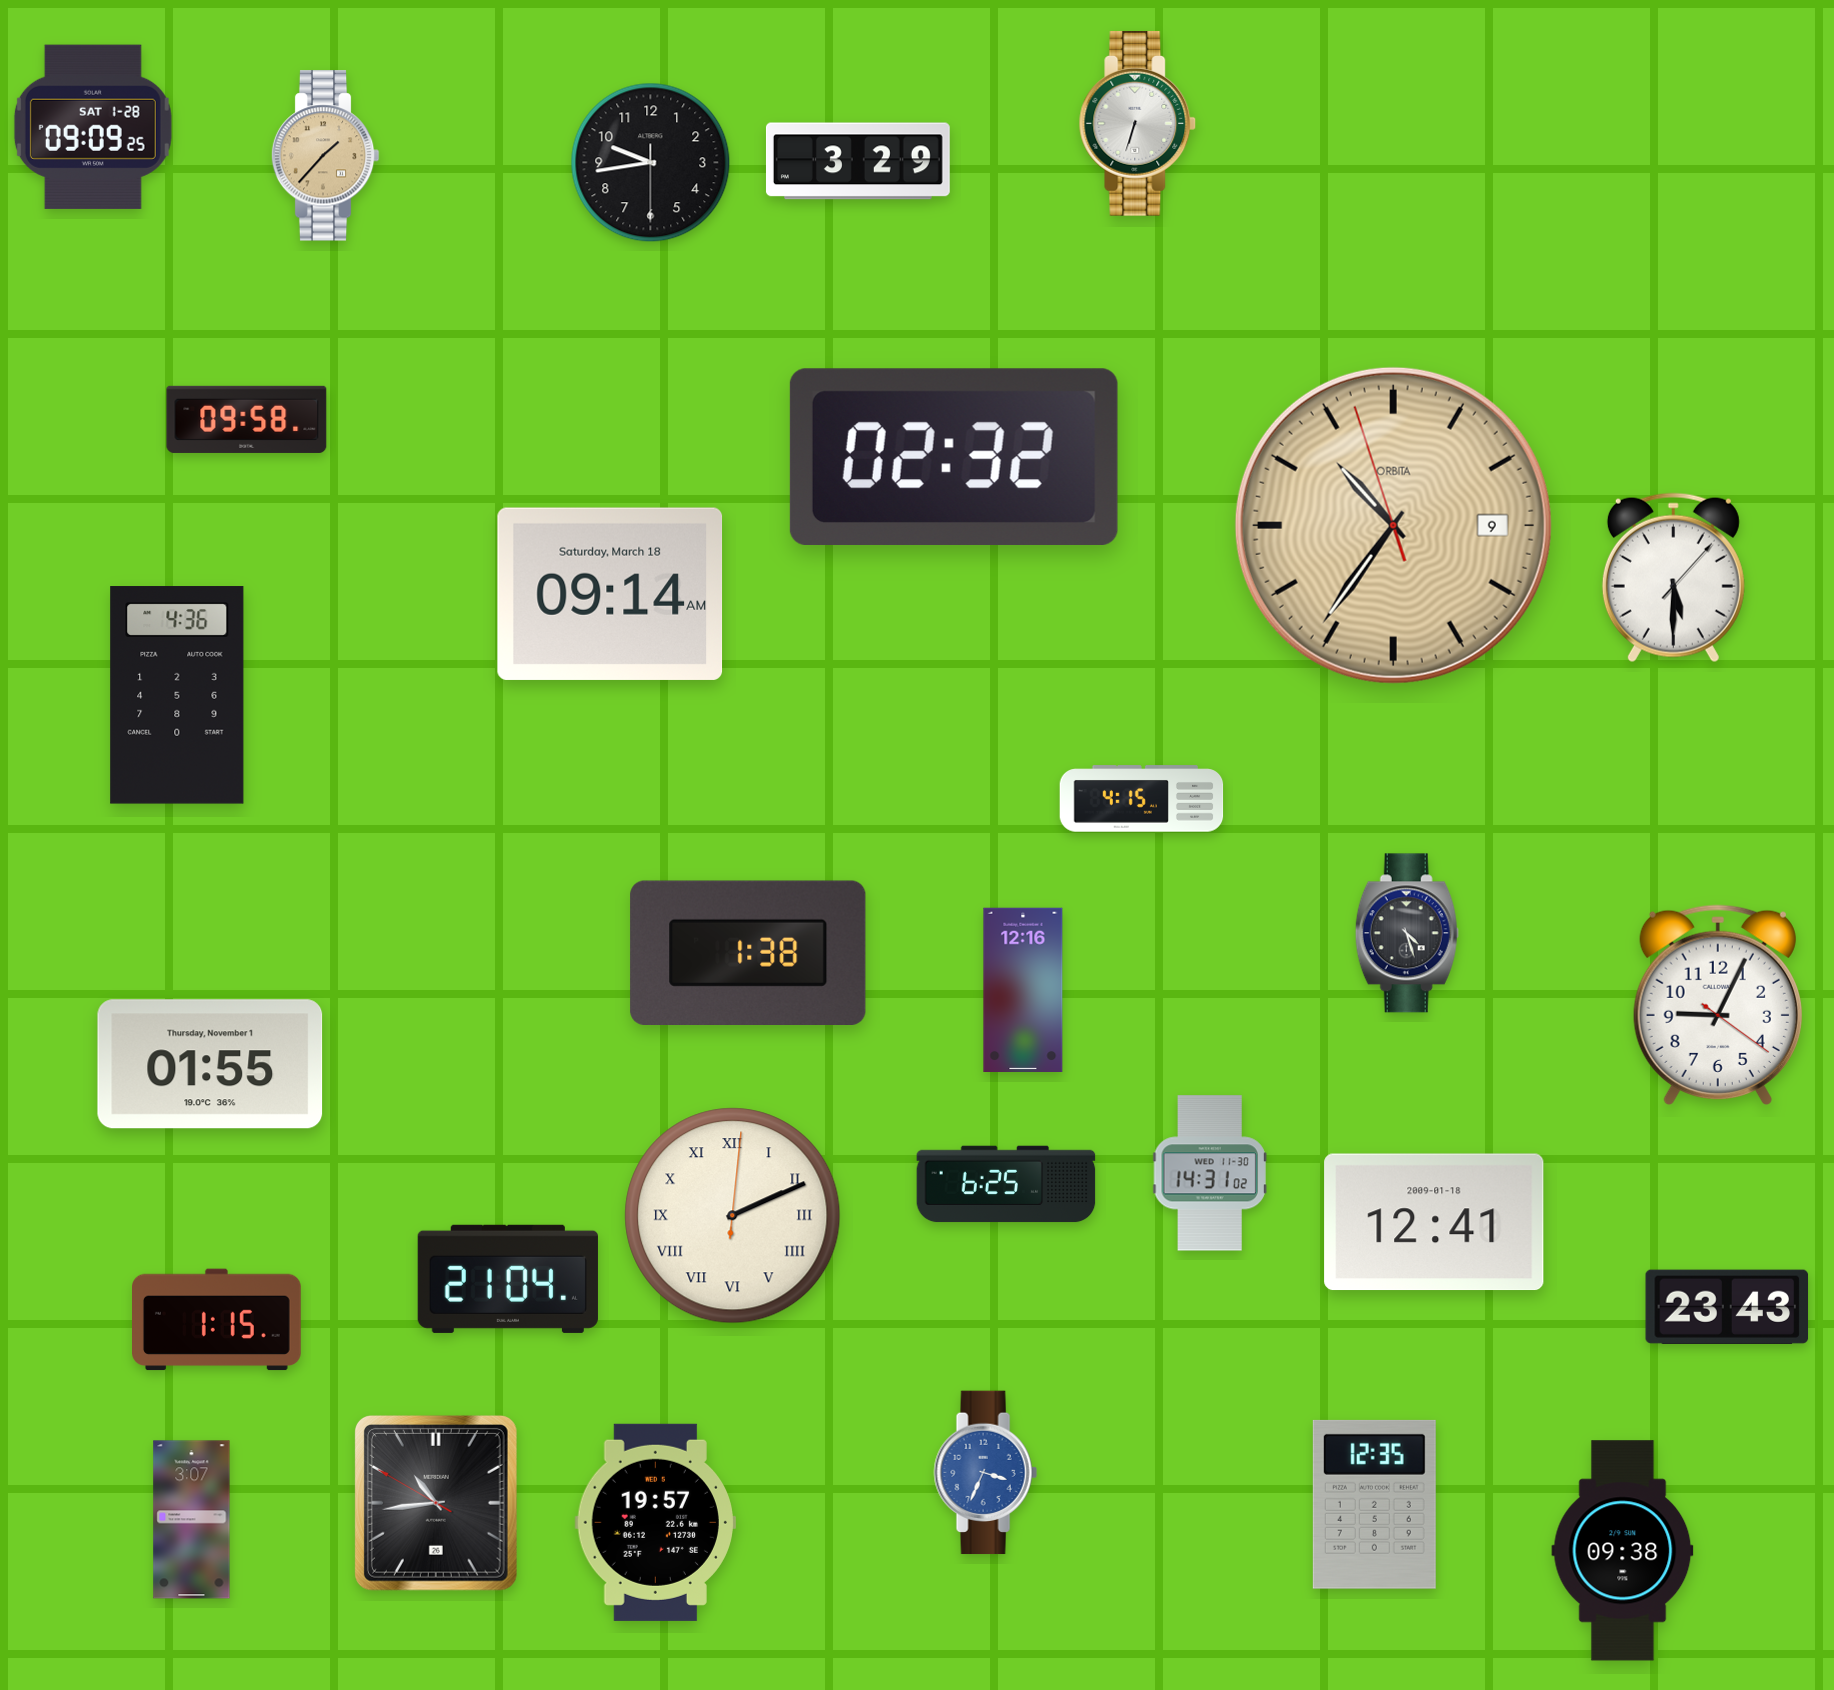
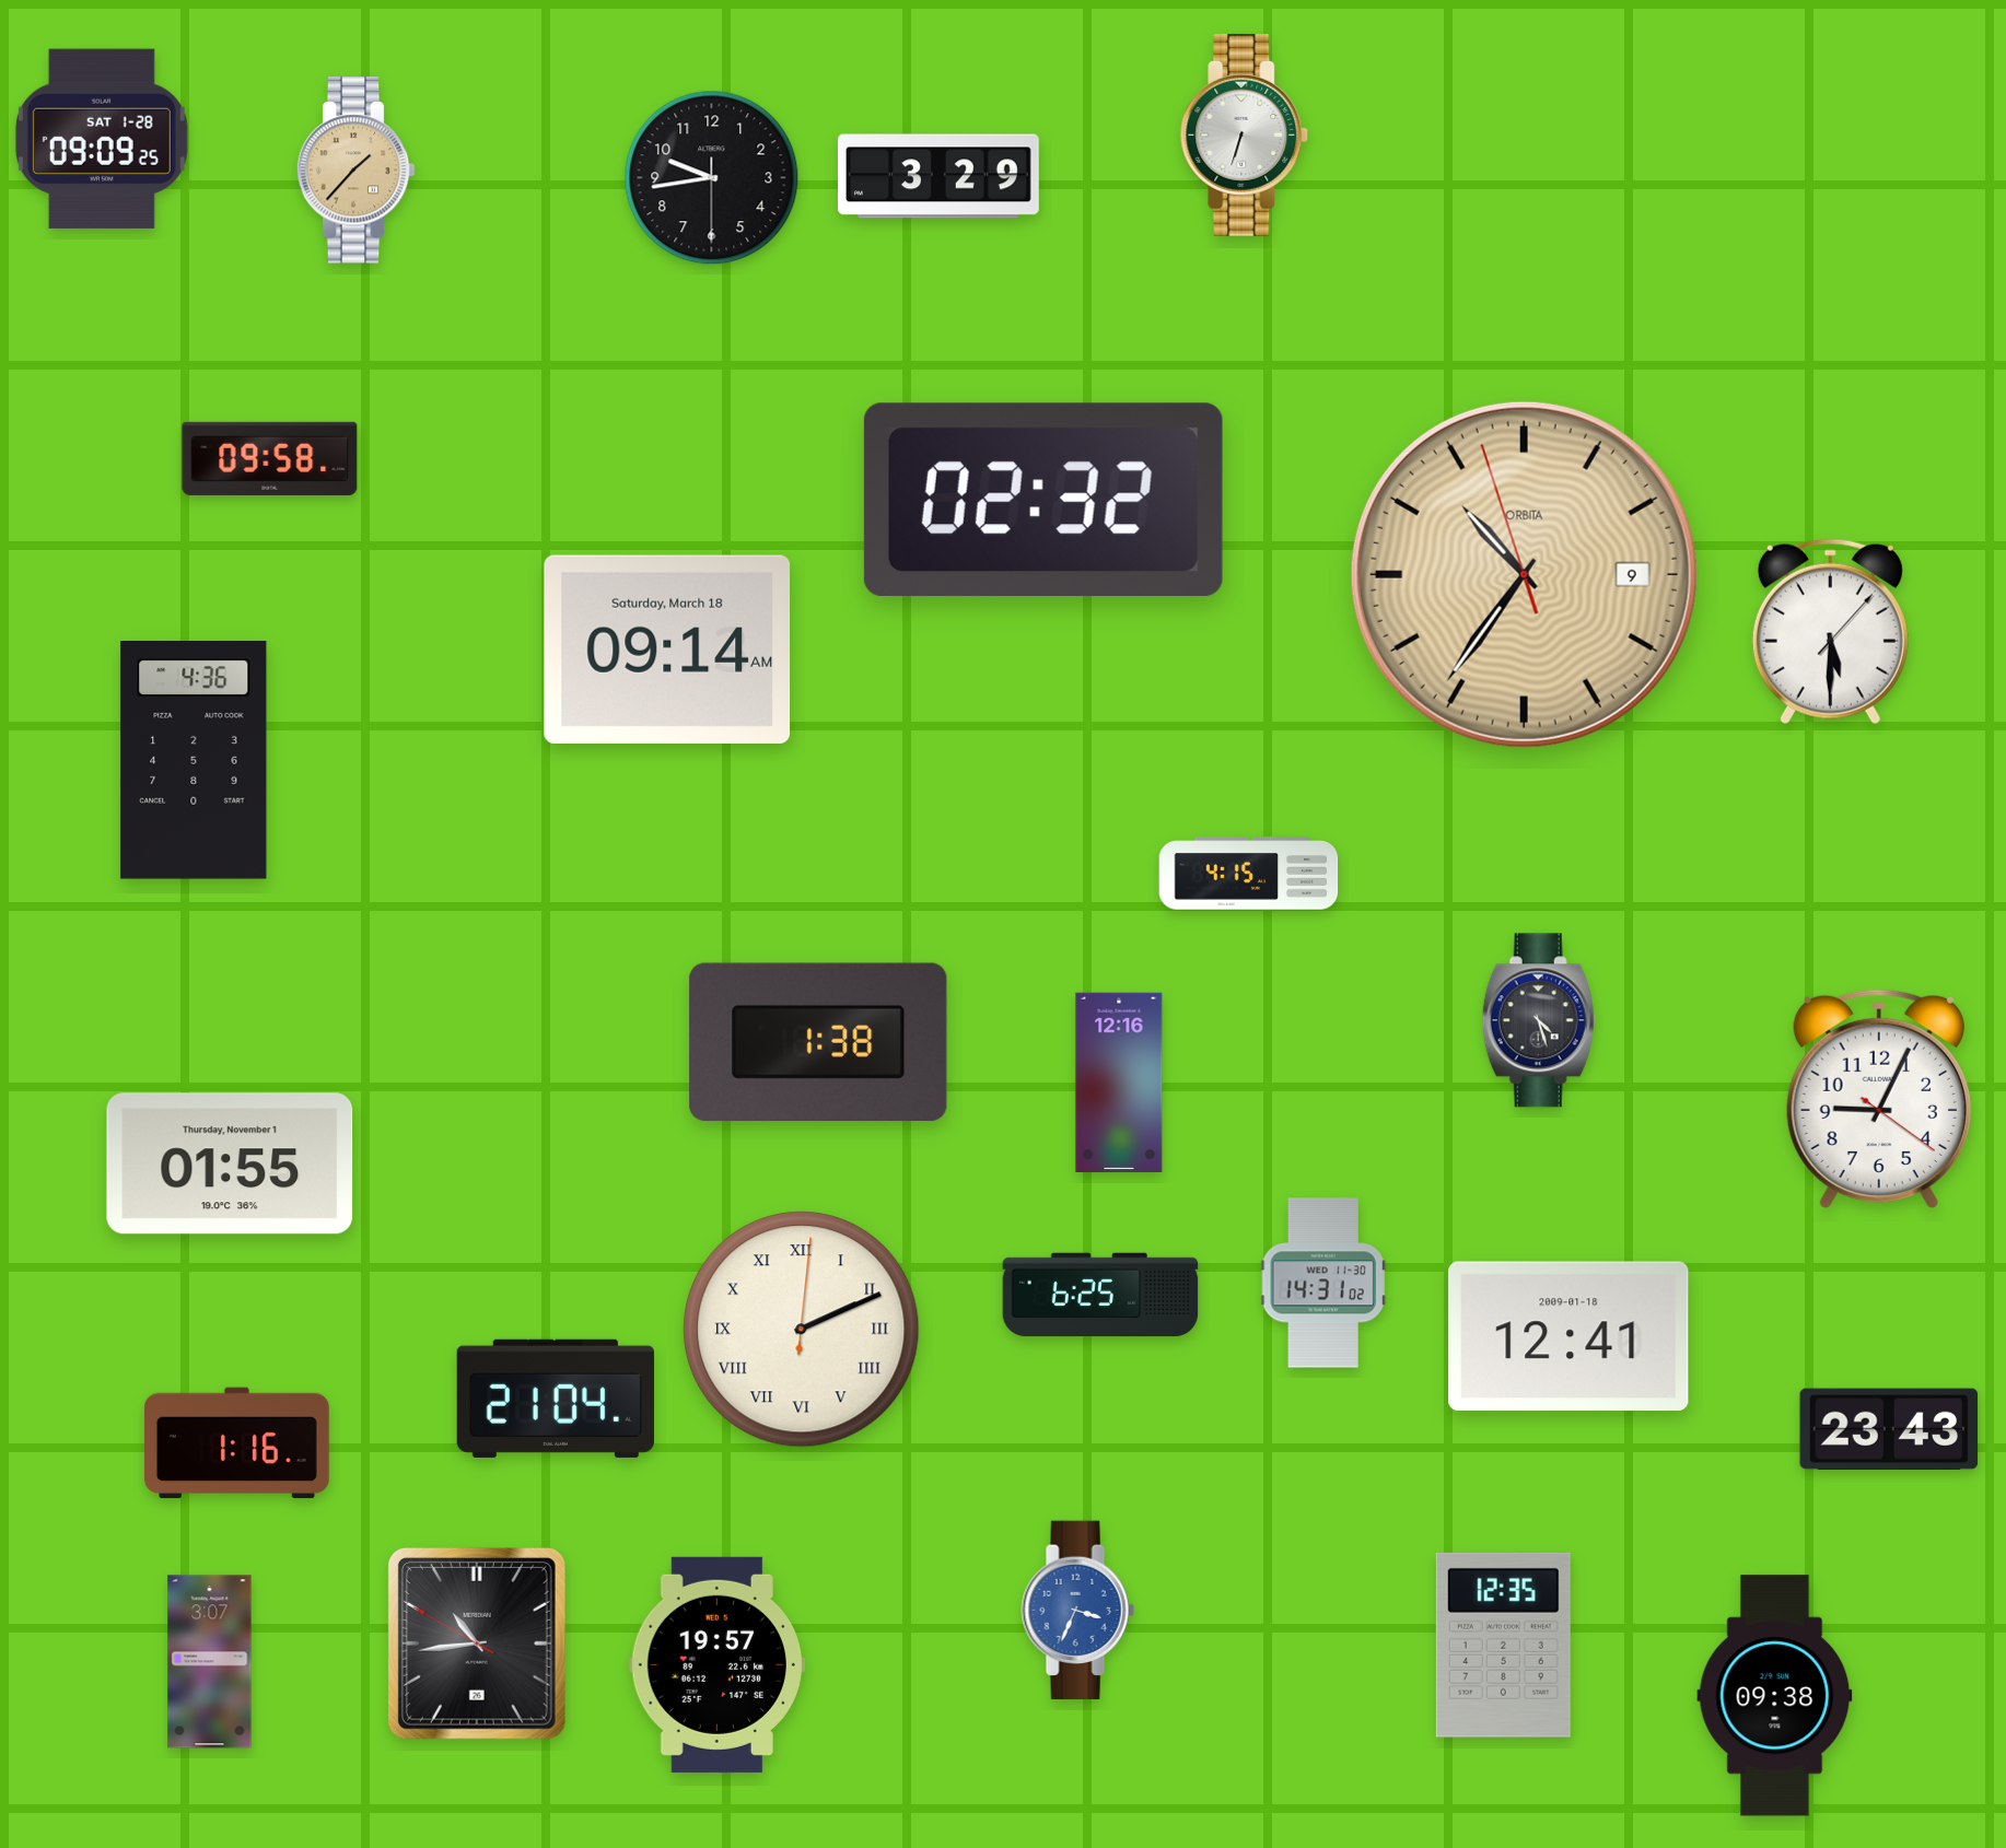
clock at (217, 1320): 1:15 -> 1:16
